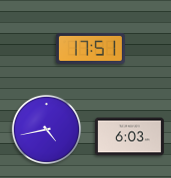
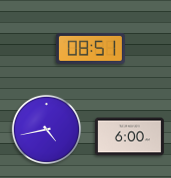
clock at (90, 48): 17:51 -> 08:51
clock at (129, 137): 6:03 -> 6:00
